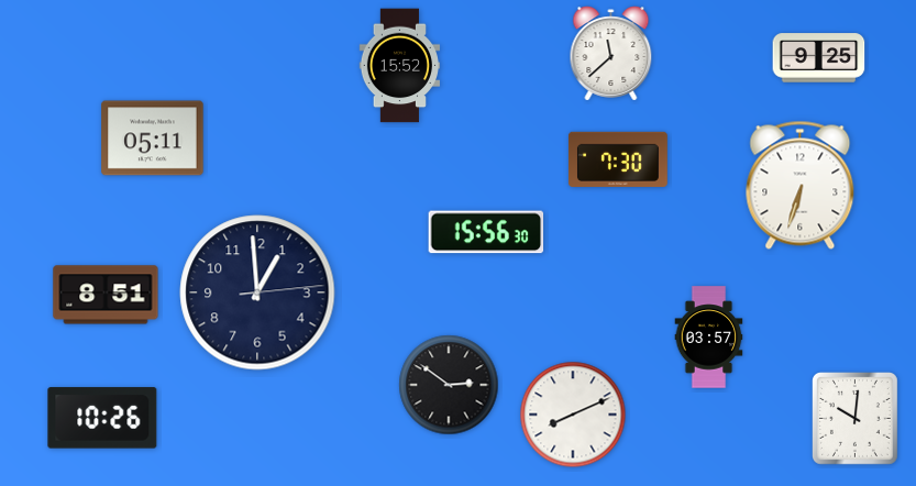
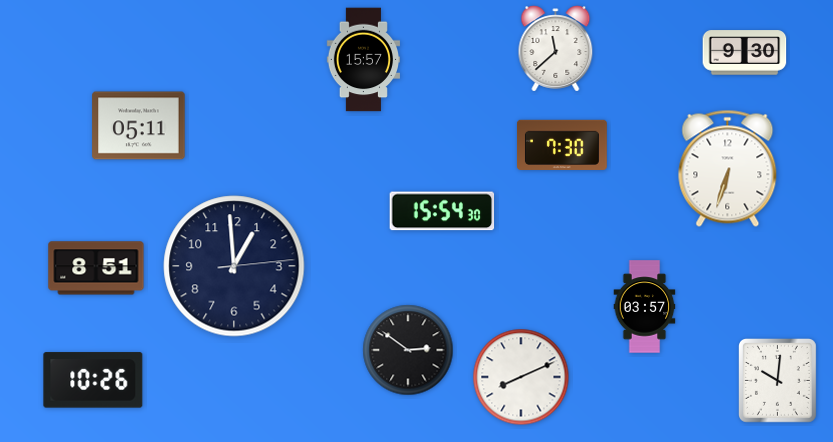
clock at (819, 58): 9:25 -> 9:30
clock at (399, 66): 15:52 -> 15:57
clock at (486, 232): 15:56 -> 15:54
